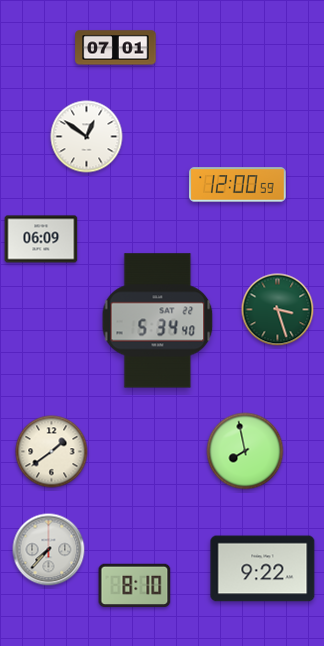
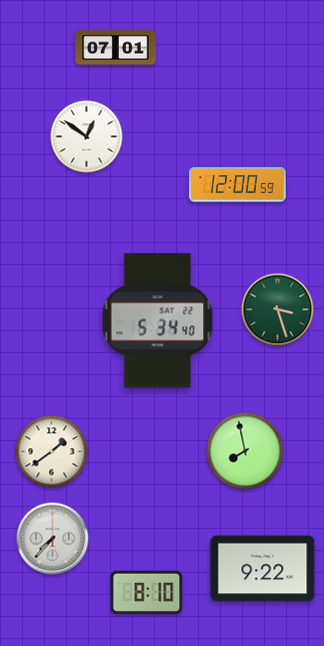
clock at (41, 239): 06:09 -> none
clock at (49, 550) position: (49, 550) -> (53, 539)
clock at (135, 586) position: (135, 586) -> (147, 593)
